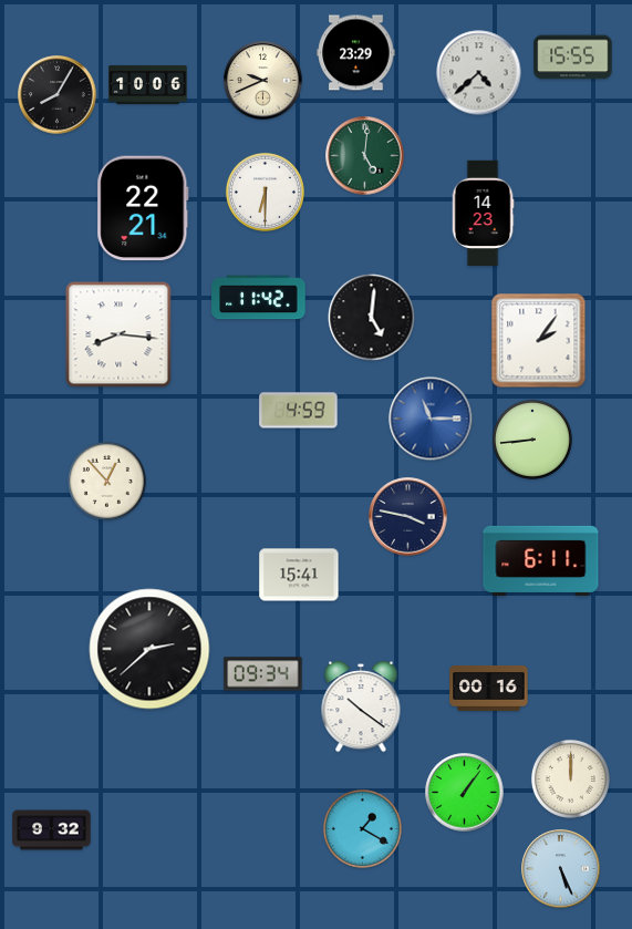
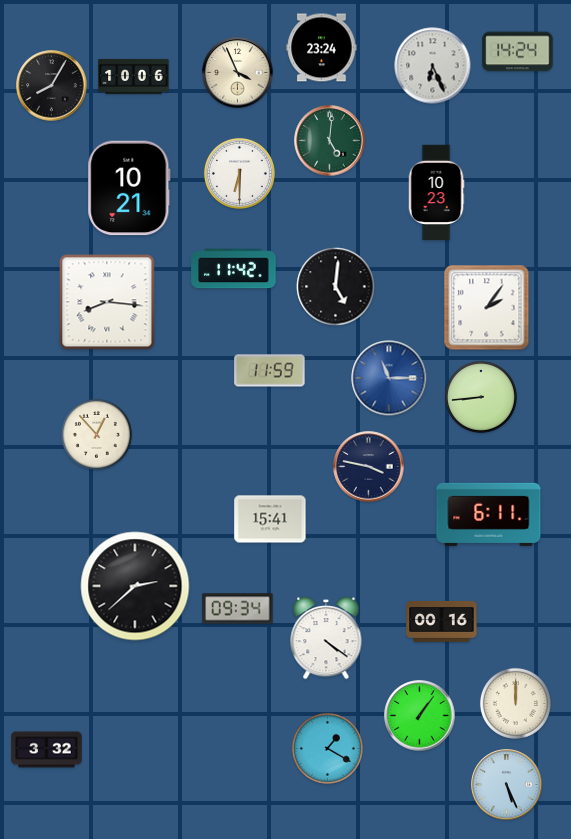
clock at (356, 53): 23:29 -> 23:24
clock at (573, 58): 15:55 -> 14:24
clock at (479, 73): 4:38 -> 6:26
clock at (263, 81): 9:41 -> 3:56
clock at (143, 208): 22:21 -> 10:21
clock at (483, 214): 14:23 -> 10:23
clock at (299, 411): 4:59 -> 11:59
clock at (541, 560) position: (541, 560) -> (489, 514)
clock at (361, 708): 10:21 -> 4:21
clock at (52, 830): 9:32 -> 3:32
